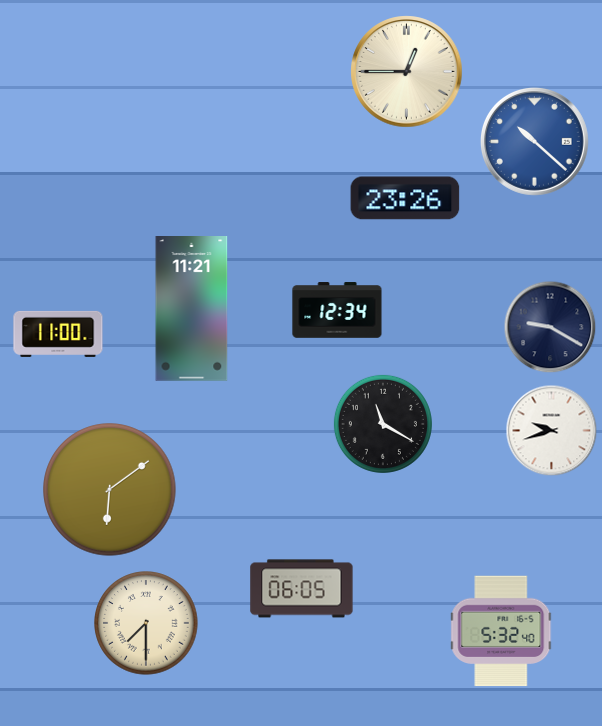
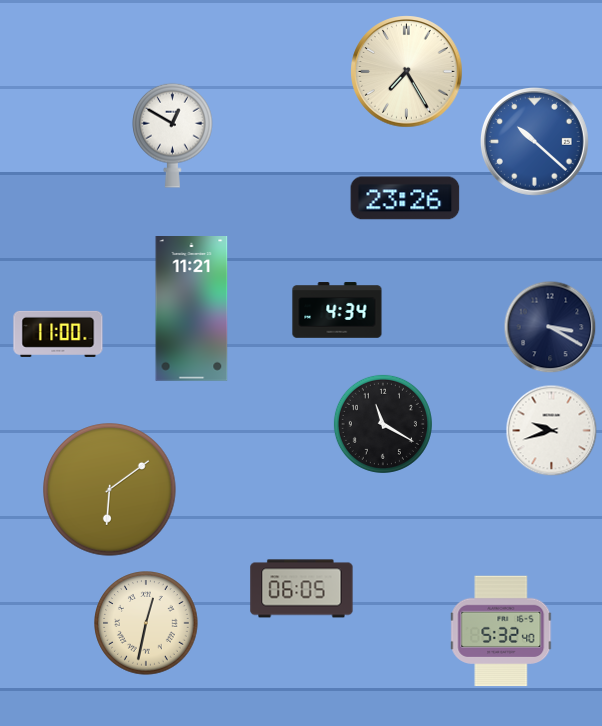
clock at (407, 72): 12:45 -> 7:25
clock at (173, 135): none -> 12:50
clock at (337, 310): 12:34 -> 4:34
clock at (550, 327): 9:20 -> 3:20
clock at (146, 623): 7:30 -> 12:32
